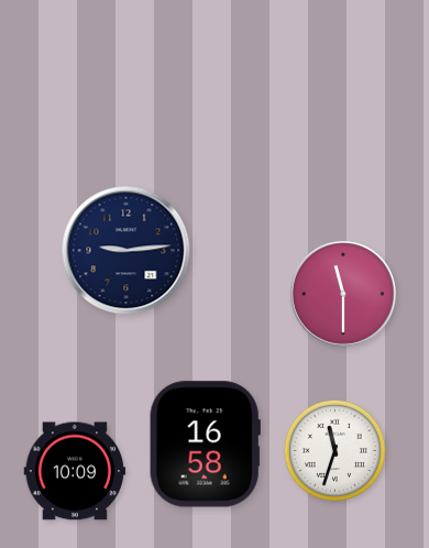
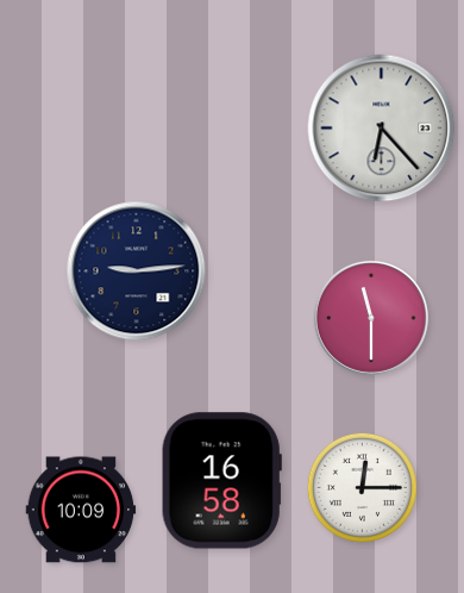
clock at (382, 129): none -> 6:23
clock at (334, 450): 11:33 -> 12:15
